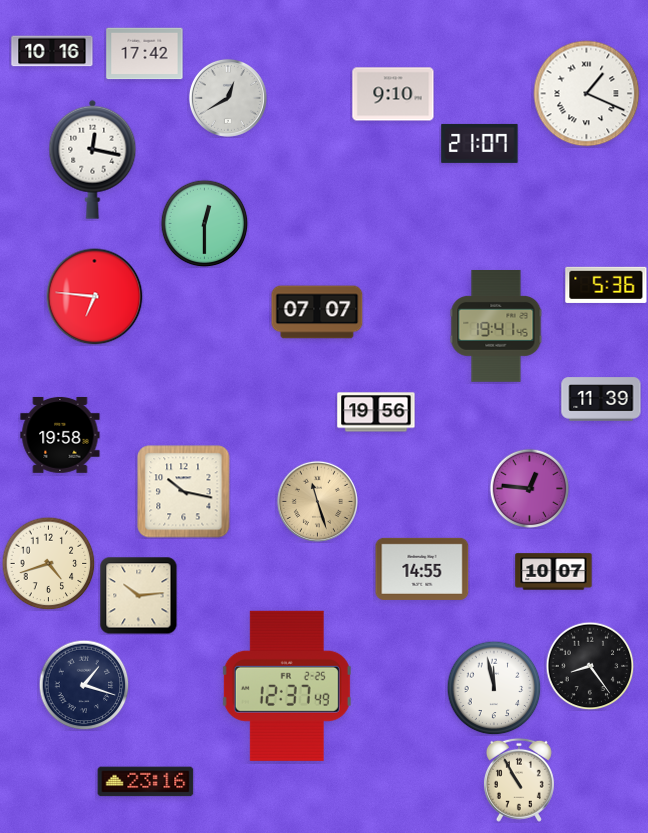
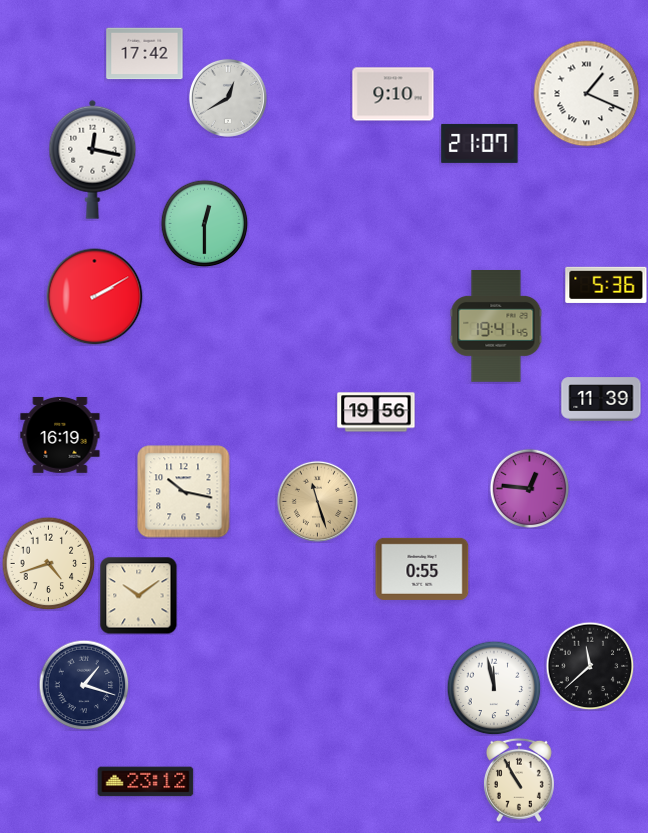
clock at (52, 51): 10:16 -> none
clock at (95, 297): 6:46 -> 2:10
clock at (317, 312): 07:07 -> none
clock at (60, 435): 19:58 -> 16:19
clock at (422, 569): 14:55 -> 0:55
clock at (554, 572): 10:07 -> none
clock at (138, 595): 10:14 -> 10:09
clock at (590, 666): 8:24 -> 11:38
clock at (287, 686): 12:37 -> none
clock at (146, 782): 23:16 -> 23:12
